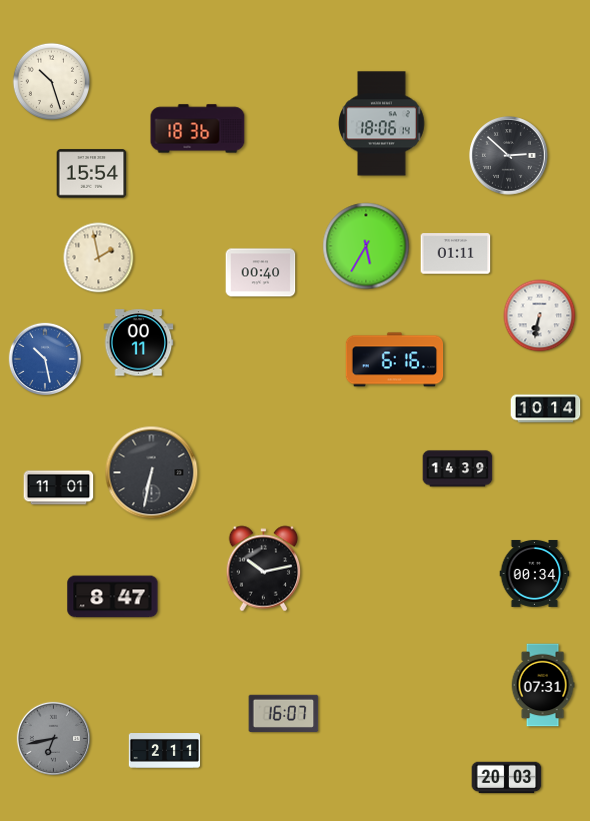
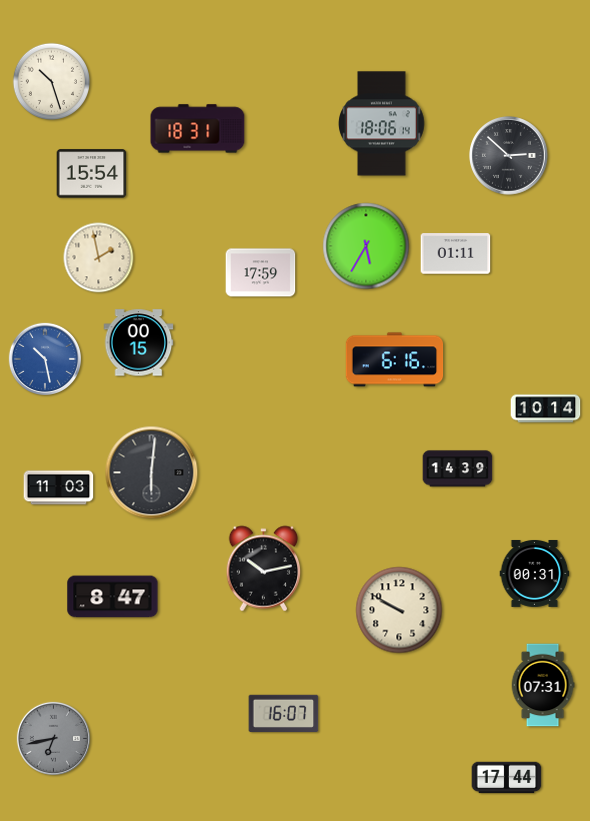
clock at (198, 129): 18:36 -> 18:31
clock at (261, 273): 00:40 -> 17:59
clock at (540, 316): 6:32 -> none
clock at (139, 343): 00:11 -> 00:15
clock at (152, 473): 6:32 -> 6:01
clock at (59, 488): 11:01 -> 11:03
clock at (535, 573): 00:34 -> 00:31
clock at (399, 610): none -> 9:50
clock at (165, 751): 2:11 -> none
clock at (507, 778): 20:03 -> 17:44
